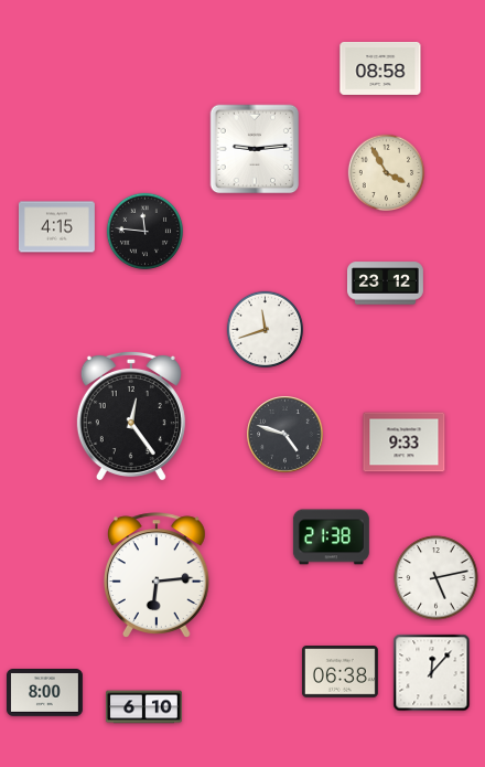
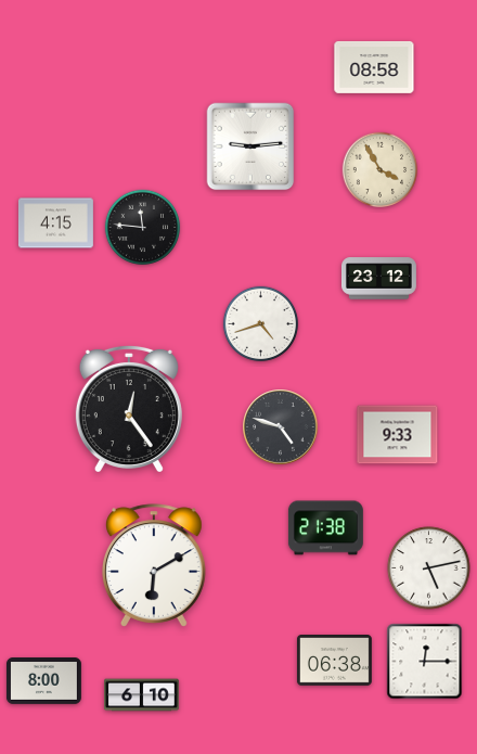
clock at (266, 330): 11:42 -> 4:42
clock at (157, 575): 6:14 -> 6:10
clock at (432, 673): 12:07 -> 12:15
